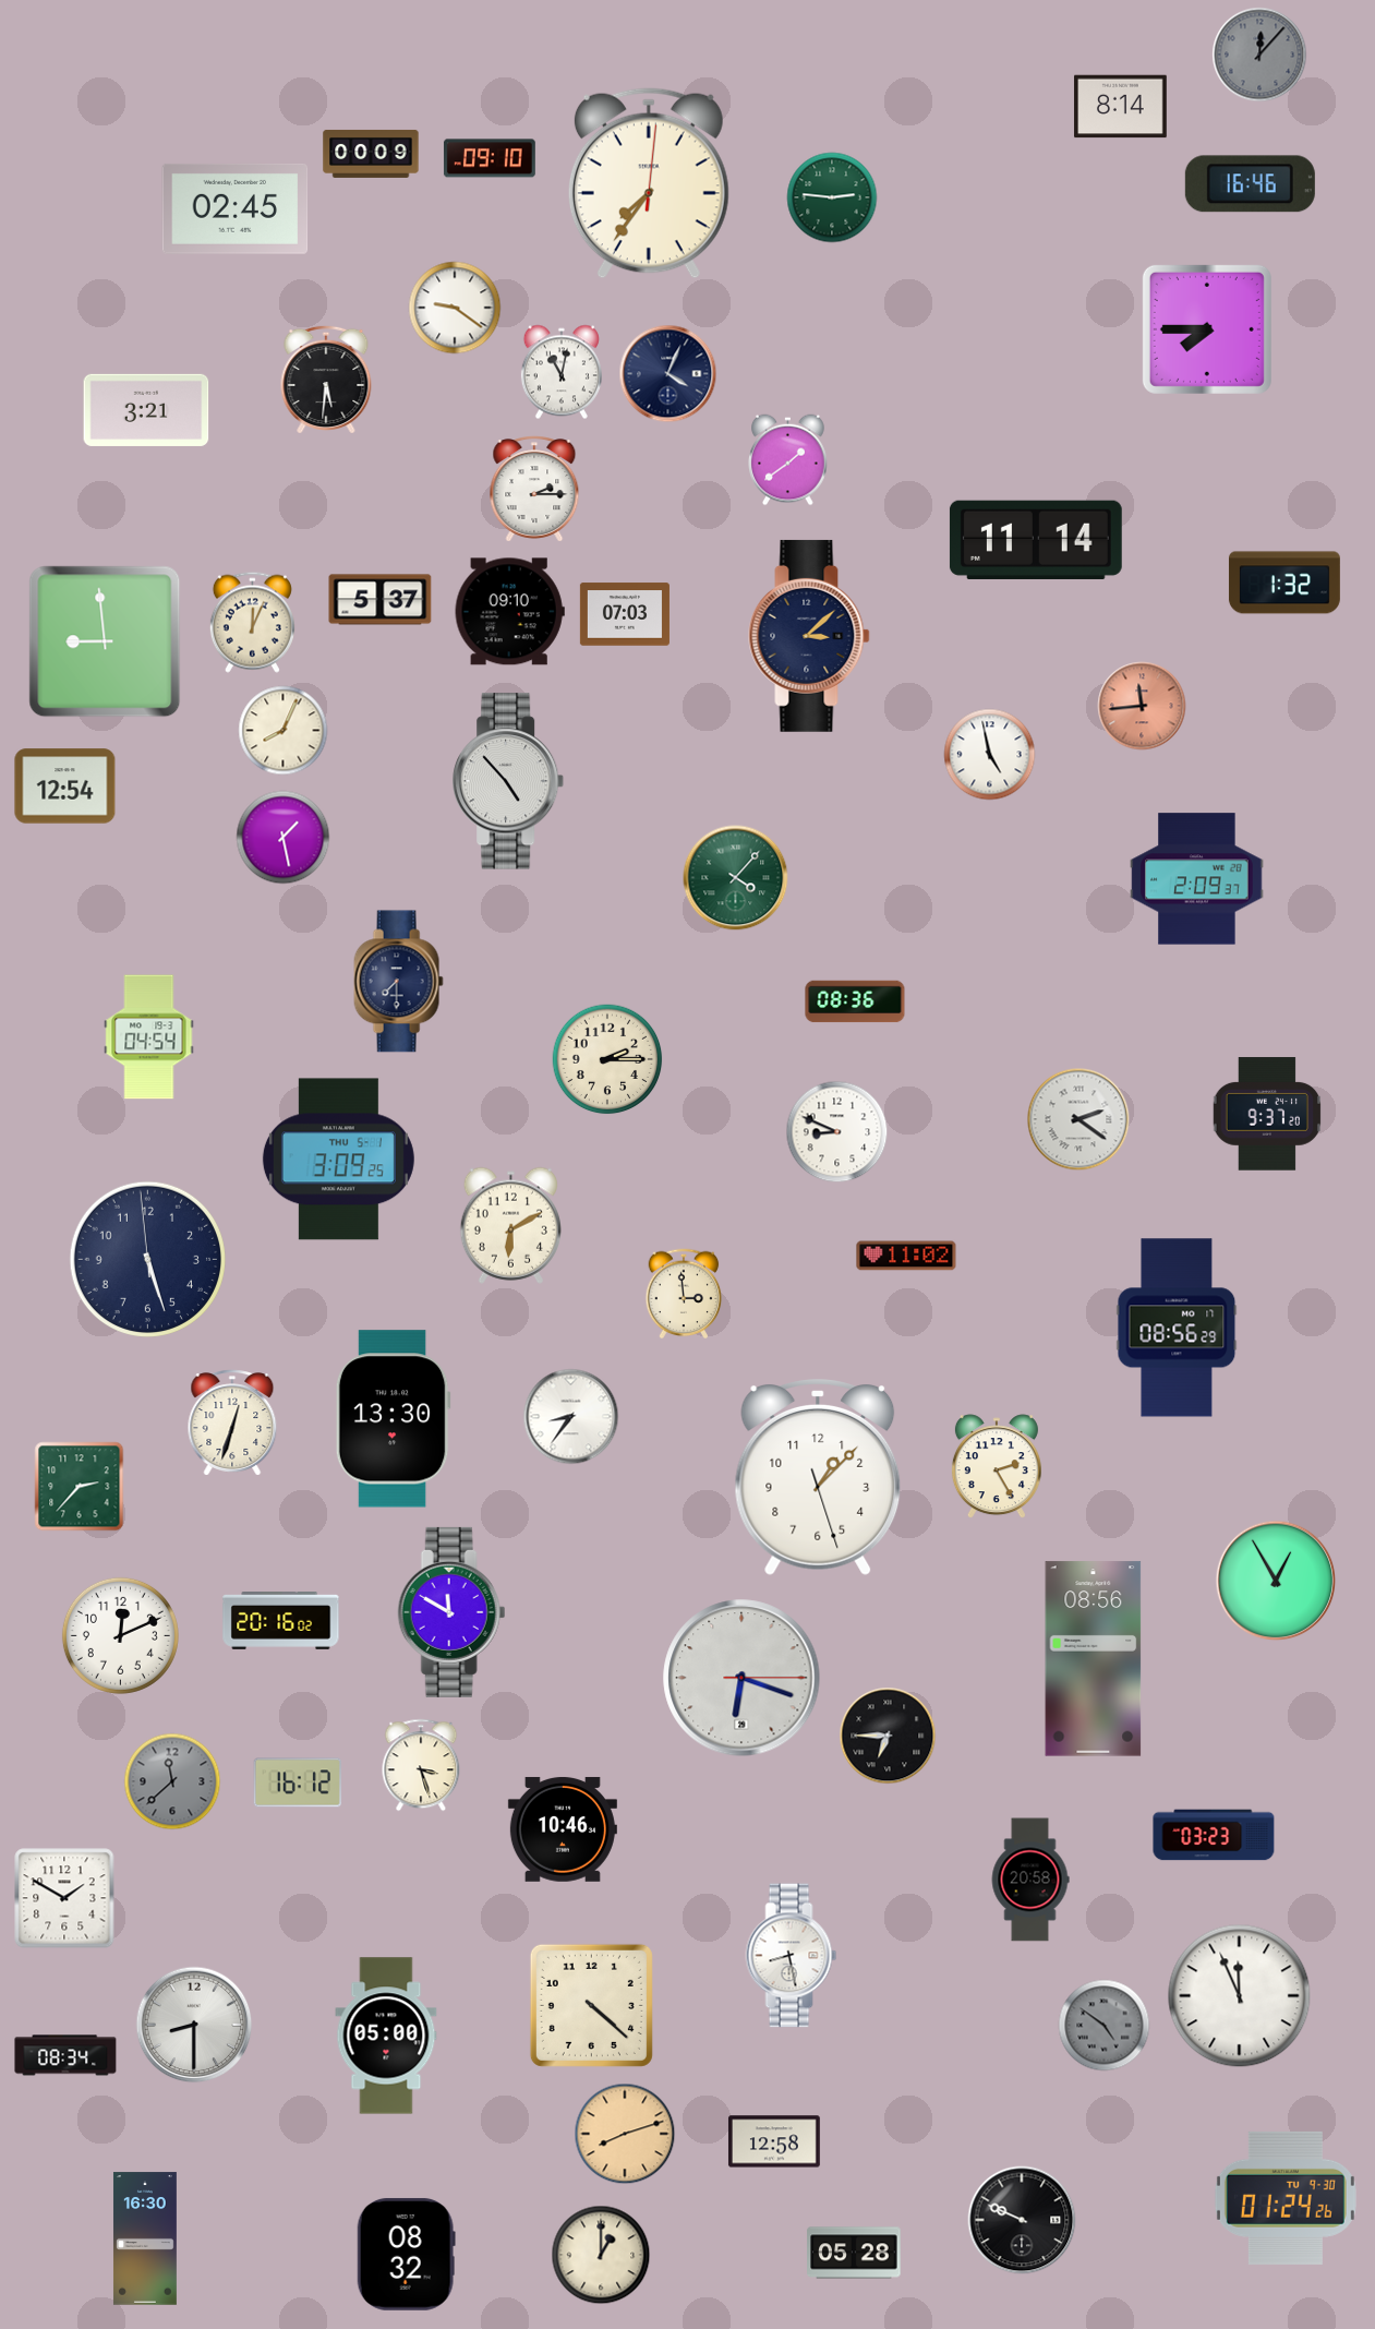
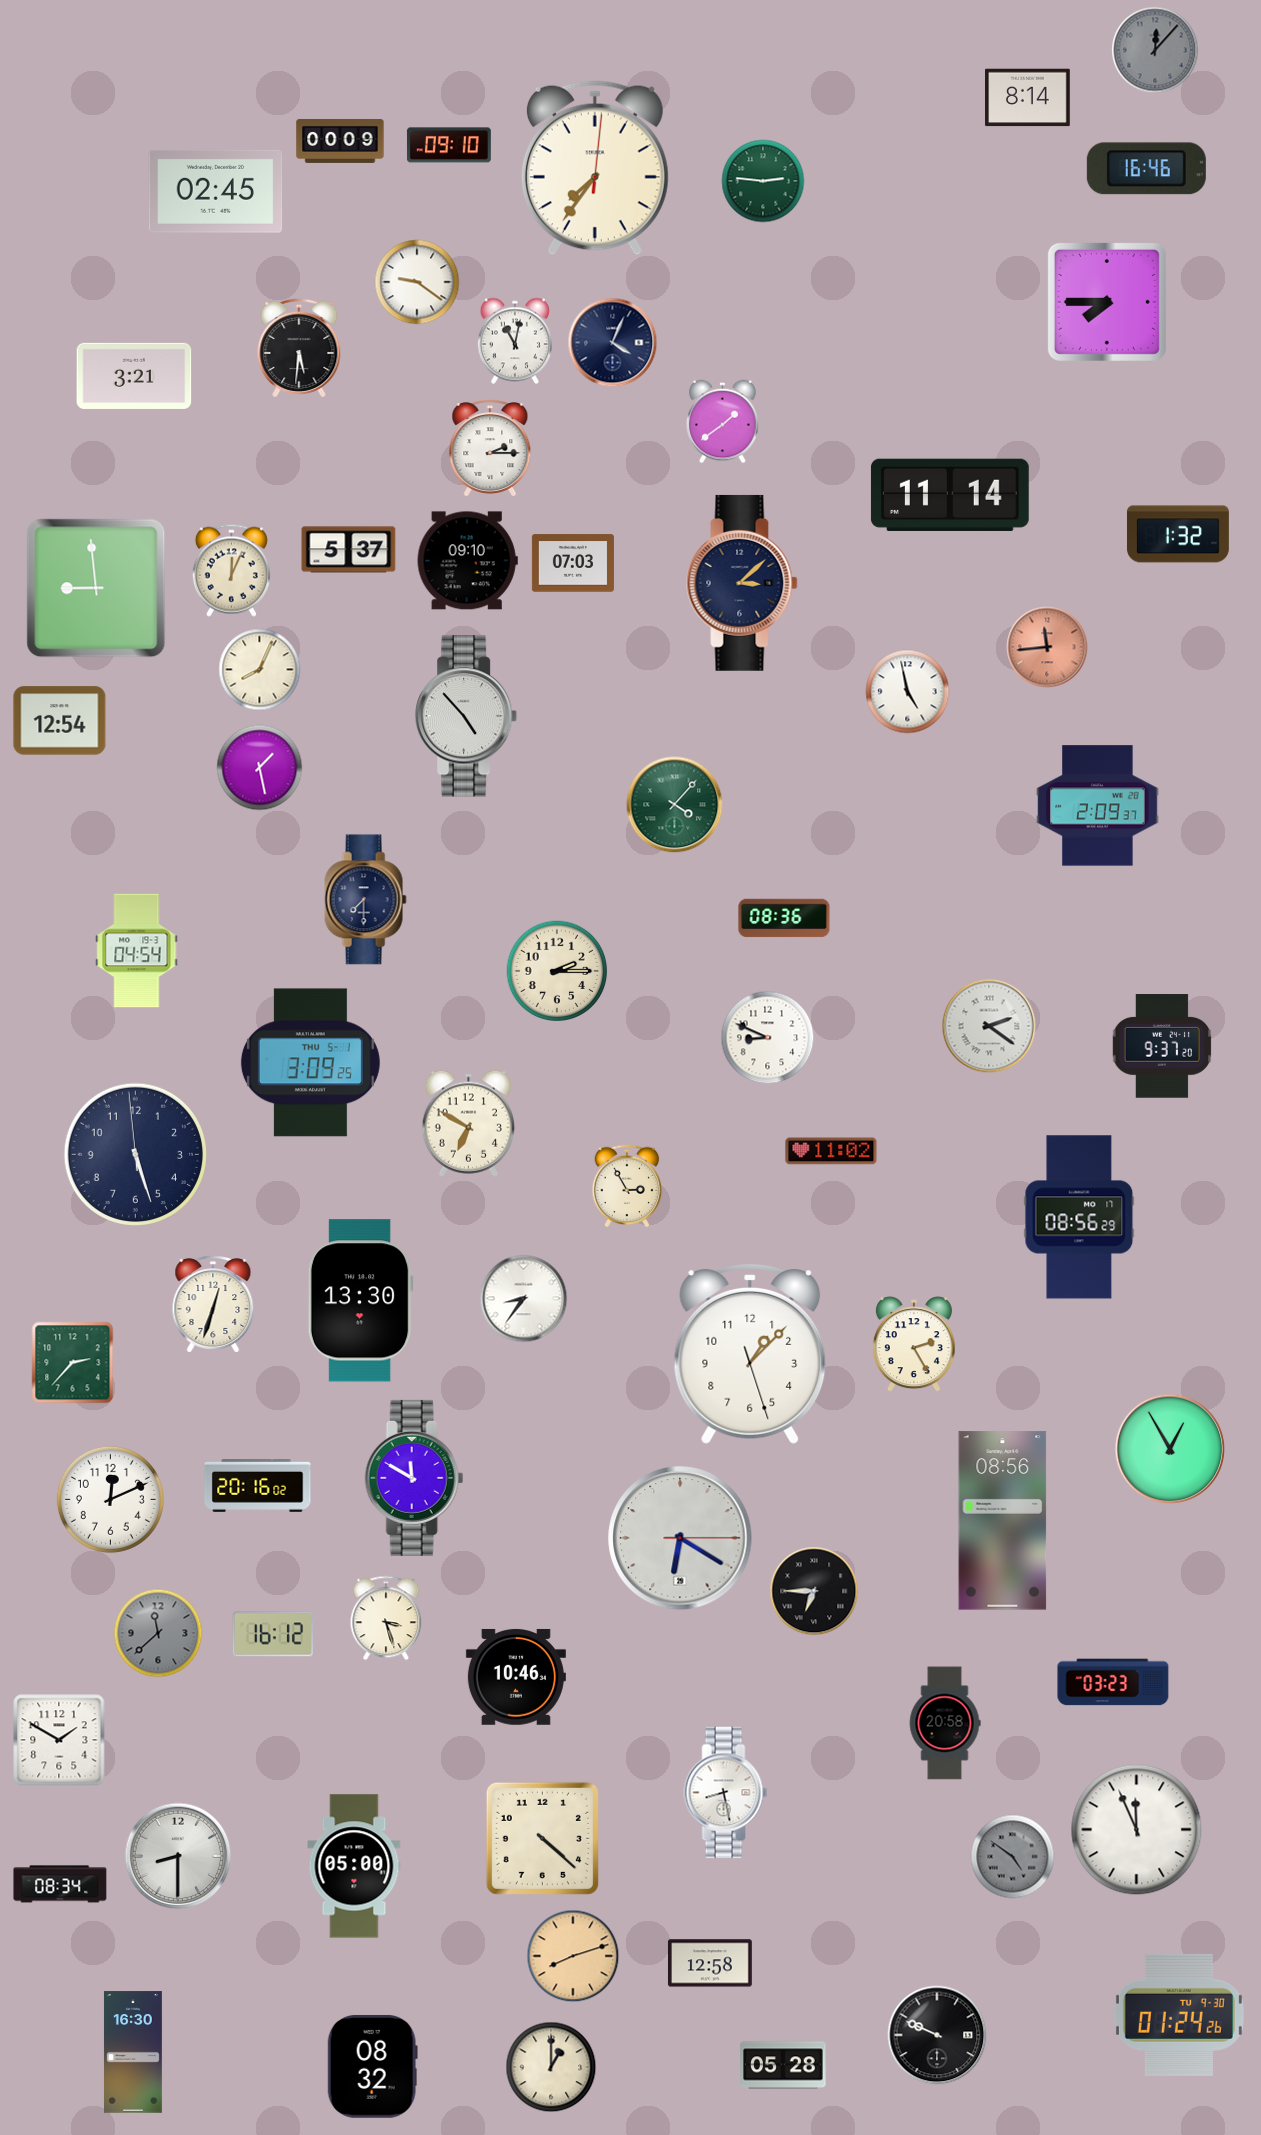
clock at (1267, 1114) position: (1267, 1114) -> (1162, 1046)
clock at (510, 1225): 6:10 -> 6:50
clock at (684, 1294): 2:59 -> 2:55
clock at (741, 1678): 6:18 -> 6:20
